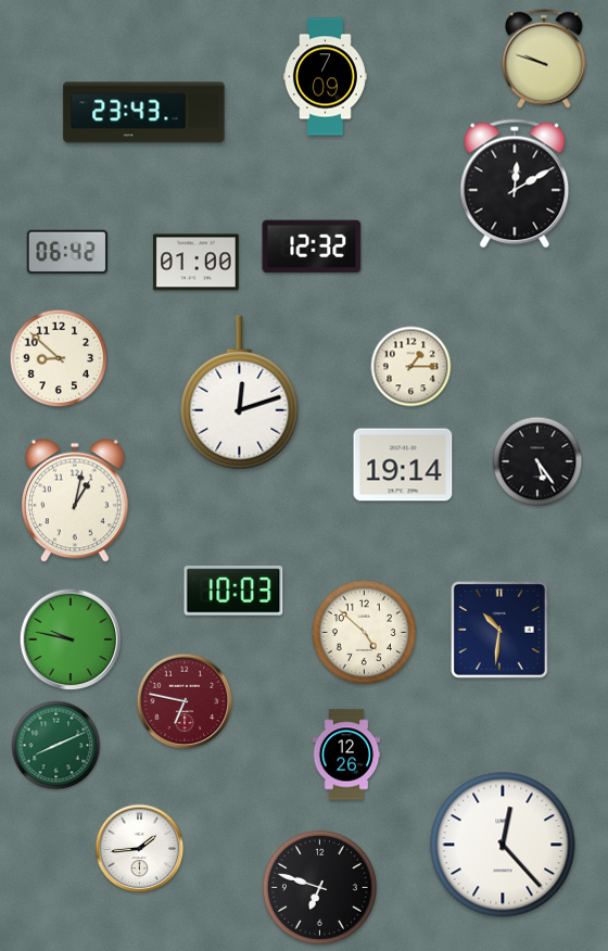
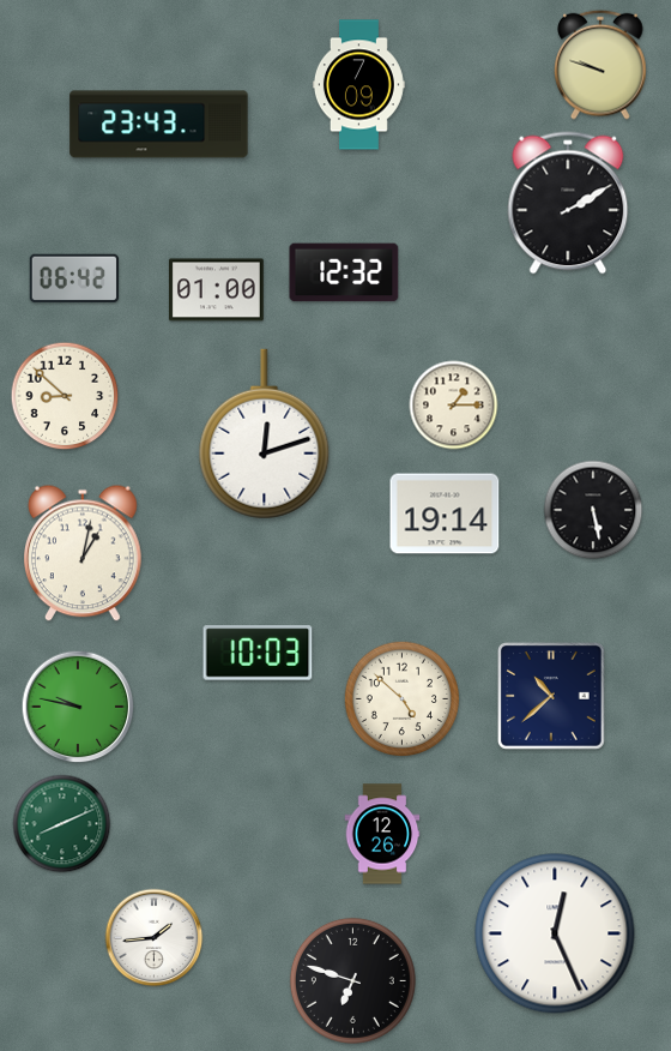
clock at (515, 183): 12:10 -> 2:10
clock at (537, 461): 5:24 -> 5:28
clock at (501, 631): 10:31 -> 10:38
clock at (185, 701): 6:47 -> none
clock at (503, 845): 12:23 -> 12:26
